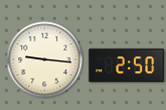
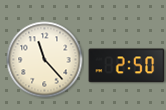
clock at (45, 60): 9:16 -> 11:23
